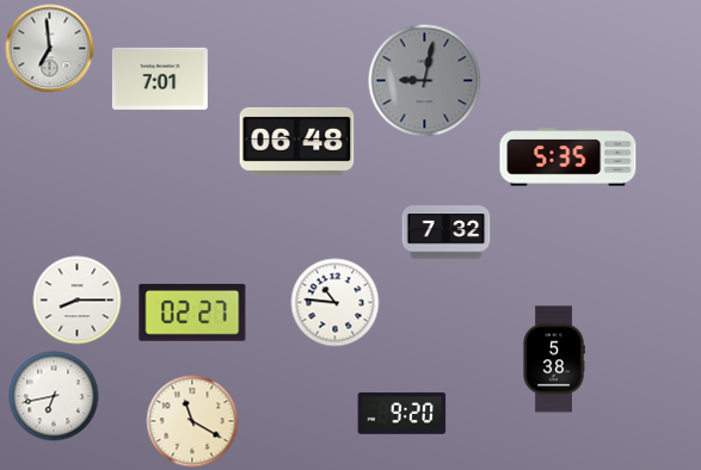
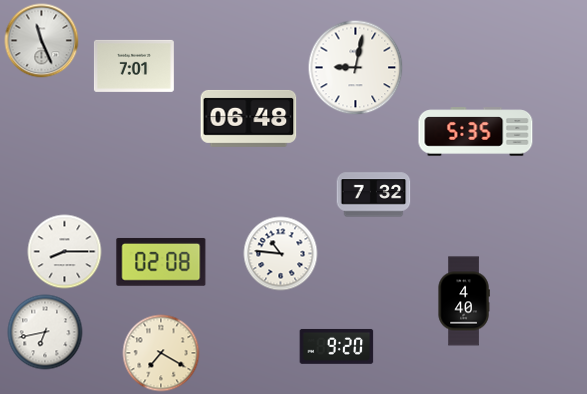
clock at (50, 49): 6:59 -> 11:26
clock at (425, 81) dial: grey -> white
clock at (192, 313): 02:27 -> 02:08
clock at (554, 359): 5:38 -> 4:40
clock at (192, 421): 11:20 -> 7:20
